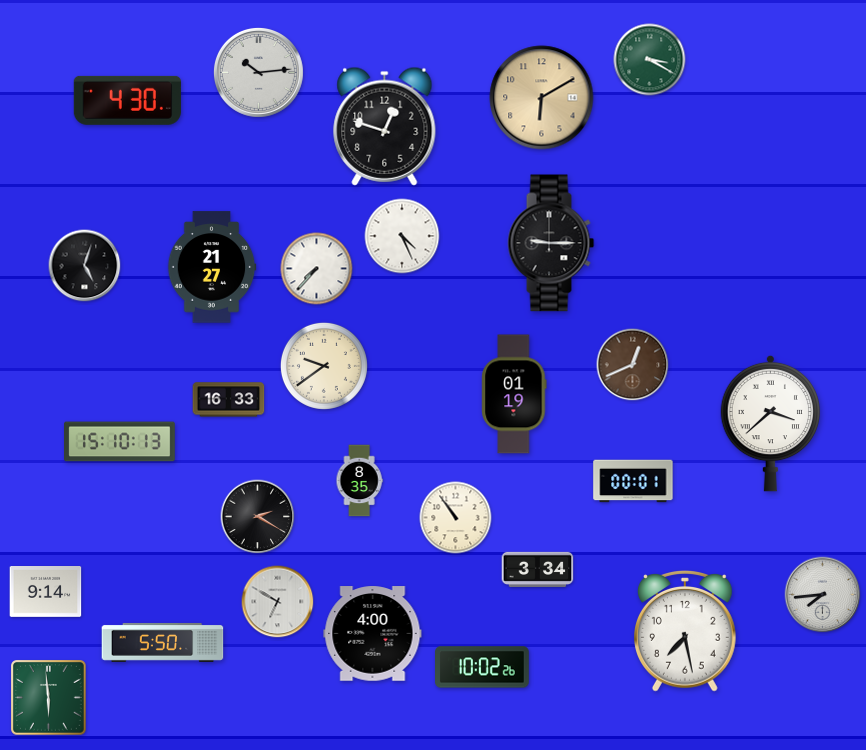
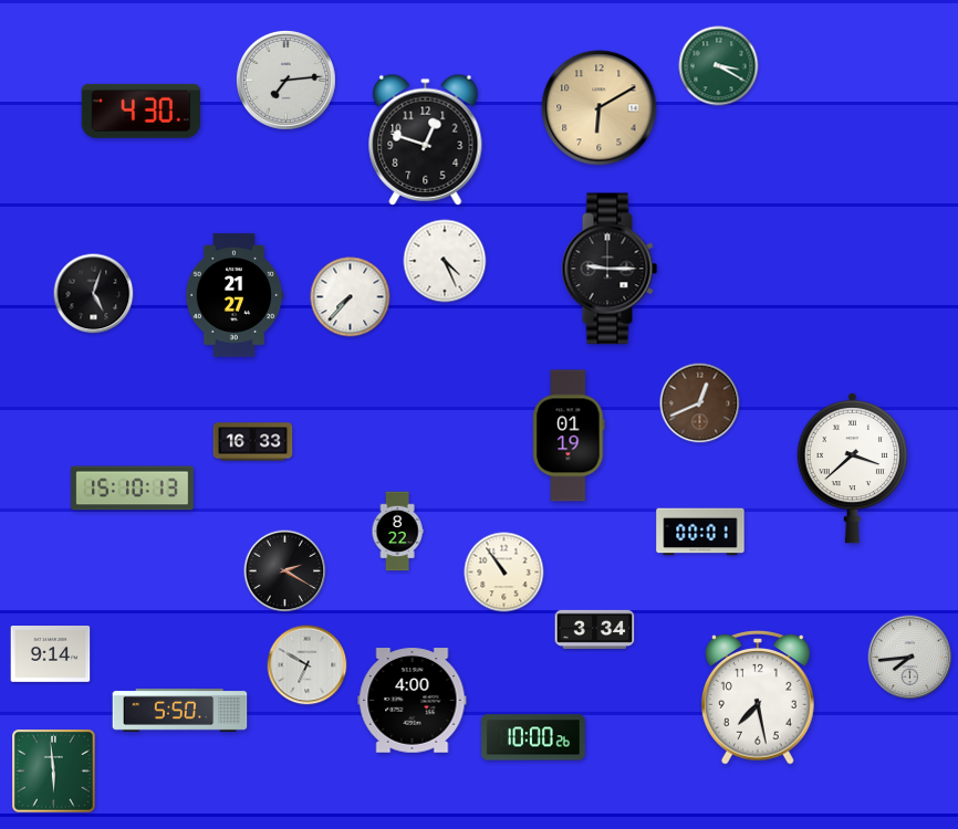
clock at (258, 72): 10:14 -> 7:14
clock at (324, 366): 9:39 -> none
clock at (359, 481): 8:35 -> 8:22
clock at (483, 667): 10:02 -> 10:00
